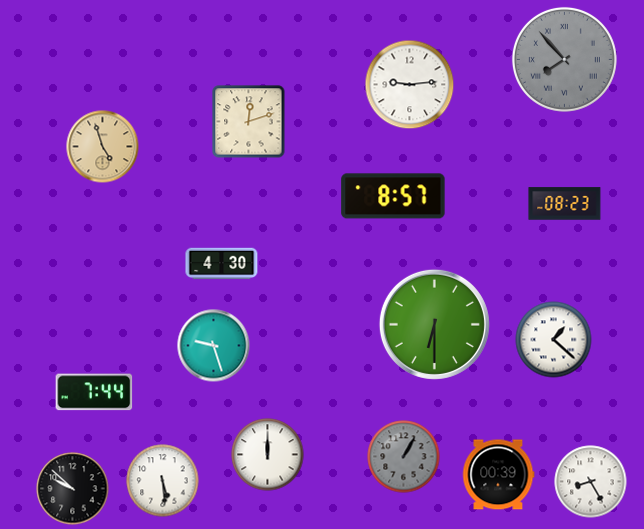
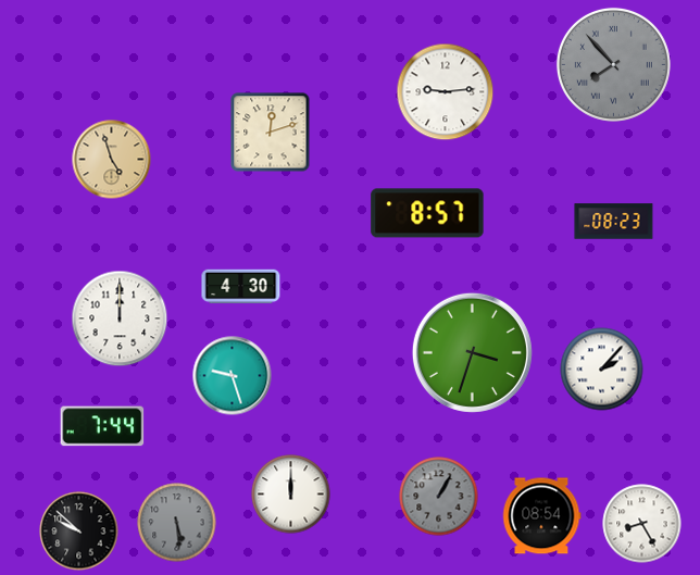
clock at (120, 318): none -> 12:00
clock at (434, 324): 6:30 -> 3:33
clock at (554, 340): 1:22 -> 2:07
clock at (498, 475): 00:39 -> 08:54
clock at (163, 481) dial: white -> grey
